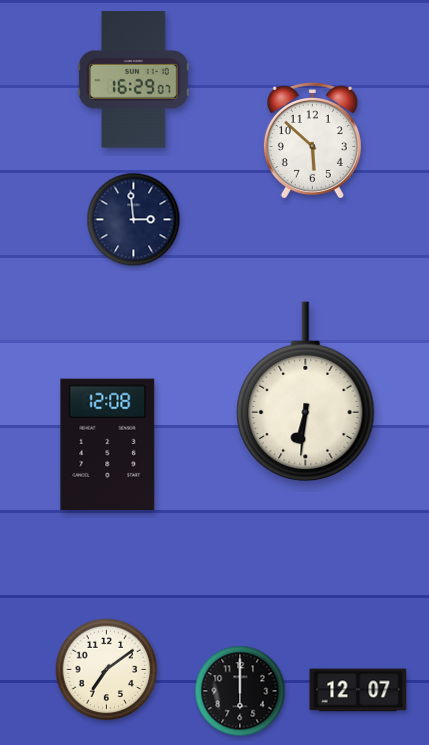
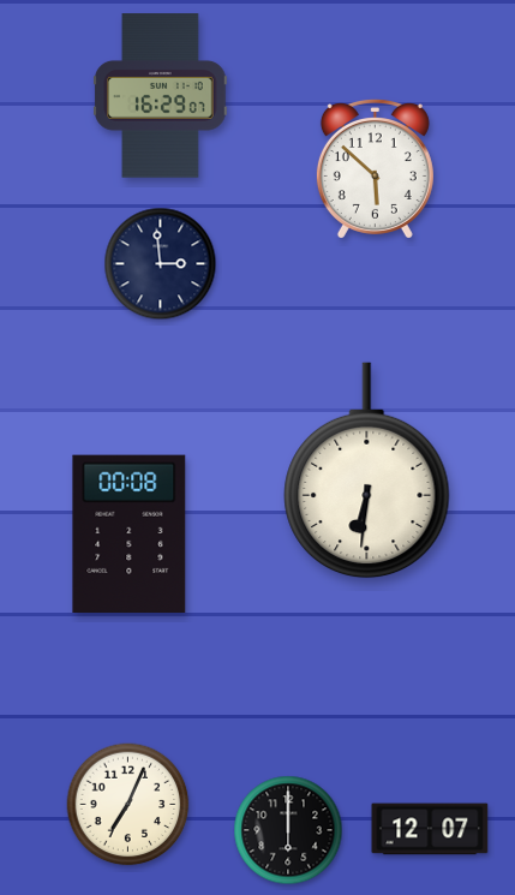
clock at (108, 444): 12:08 -> 00:08
clock at (107, 670): 7:09 -> 7:04
